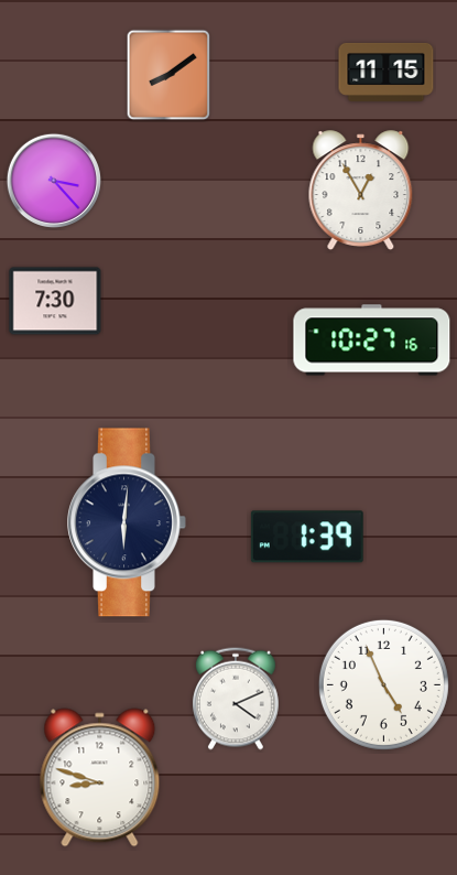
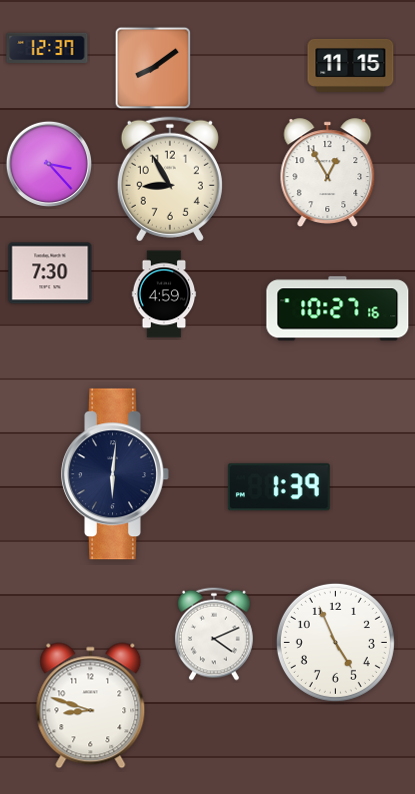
clock at (47, 47): none -> 12:37
clock at (170, 179): none -> 8:55
clock at (164, 294): none -> 4:59
clock at (383, 684) position: (383, 684) -> (335, 642)
